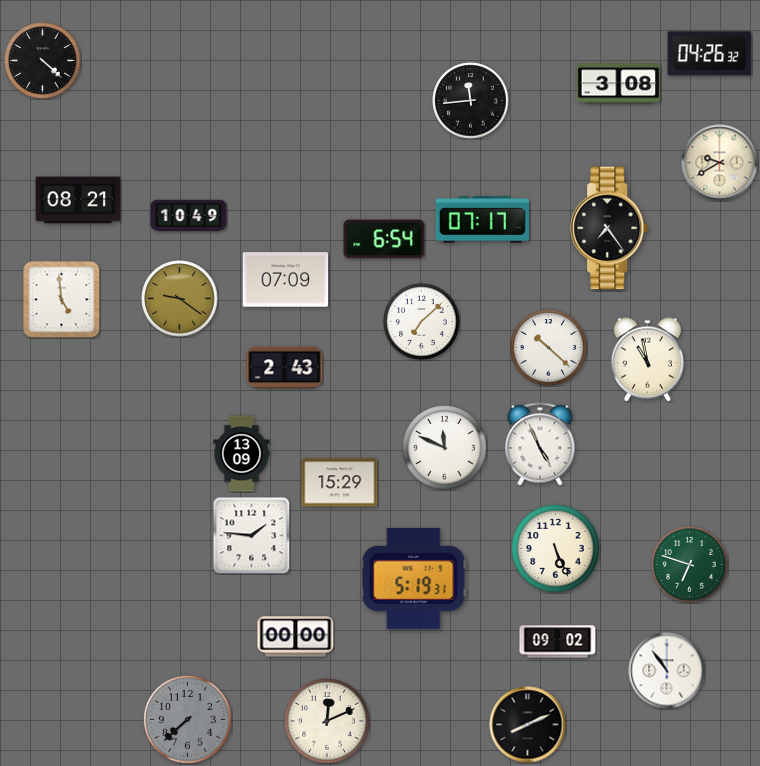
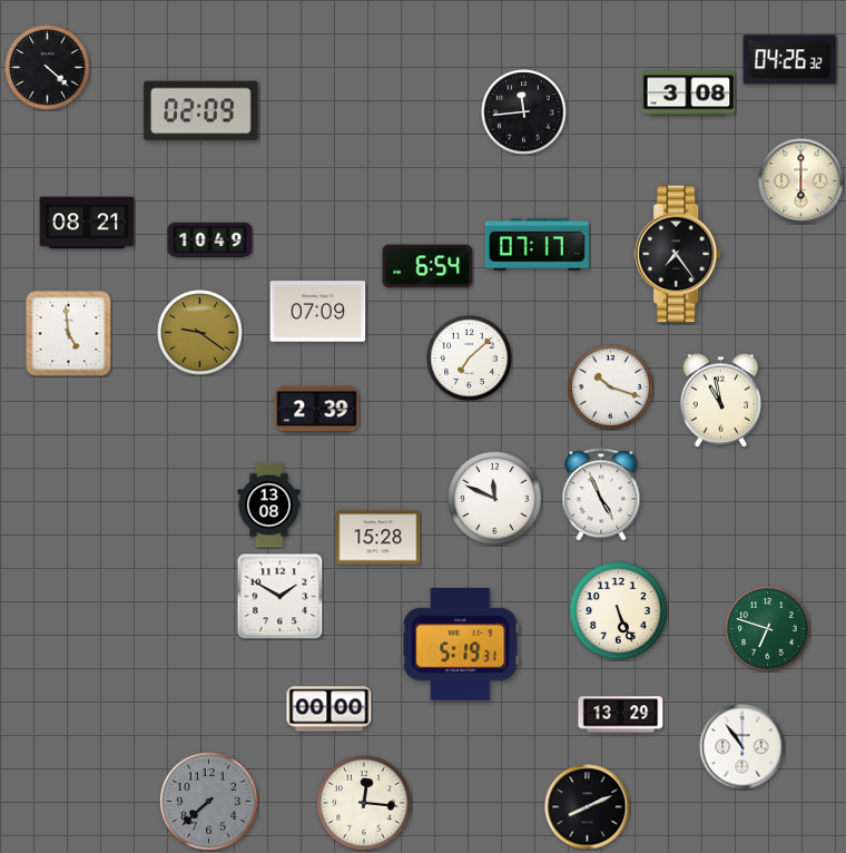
clock at (201, 111): none -> 02:09
clock at (720, 163): 9:40 -> 6:00
clock at (549, 348): 10:22 -> 10:18
clock at (285, 368): 2:43 -> 2:39
clock at (242, 454): 13:09 -> 13:08
clock at (340, 483): 15:29 -> 15:28
clock at (251, 535): 1:46 -> 1:50
clock at (558, 642): 09:02 -> 13:29
clock at (327, 721): 12:11 -> 12:16
